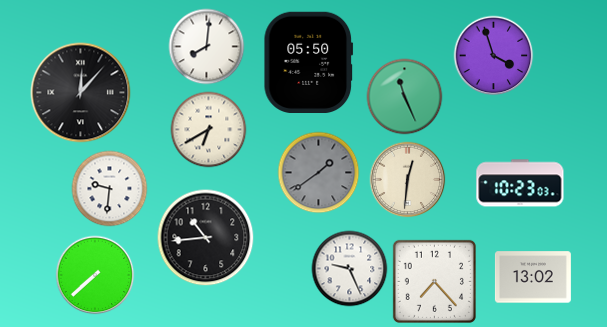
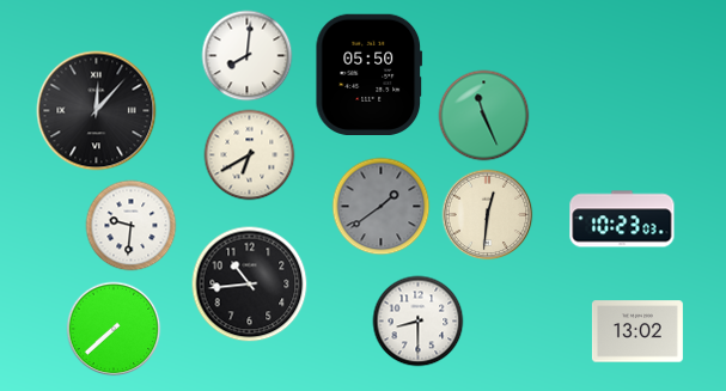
clock at (494, 56): 3:57 -> none
clock at (206, 238) position: (206, 238) -> (250, 285)
clock at (350, 269): 9:26 -> 8:30
clock at (434, 281): 7:23 -> none
